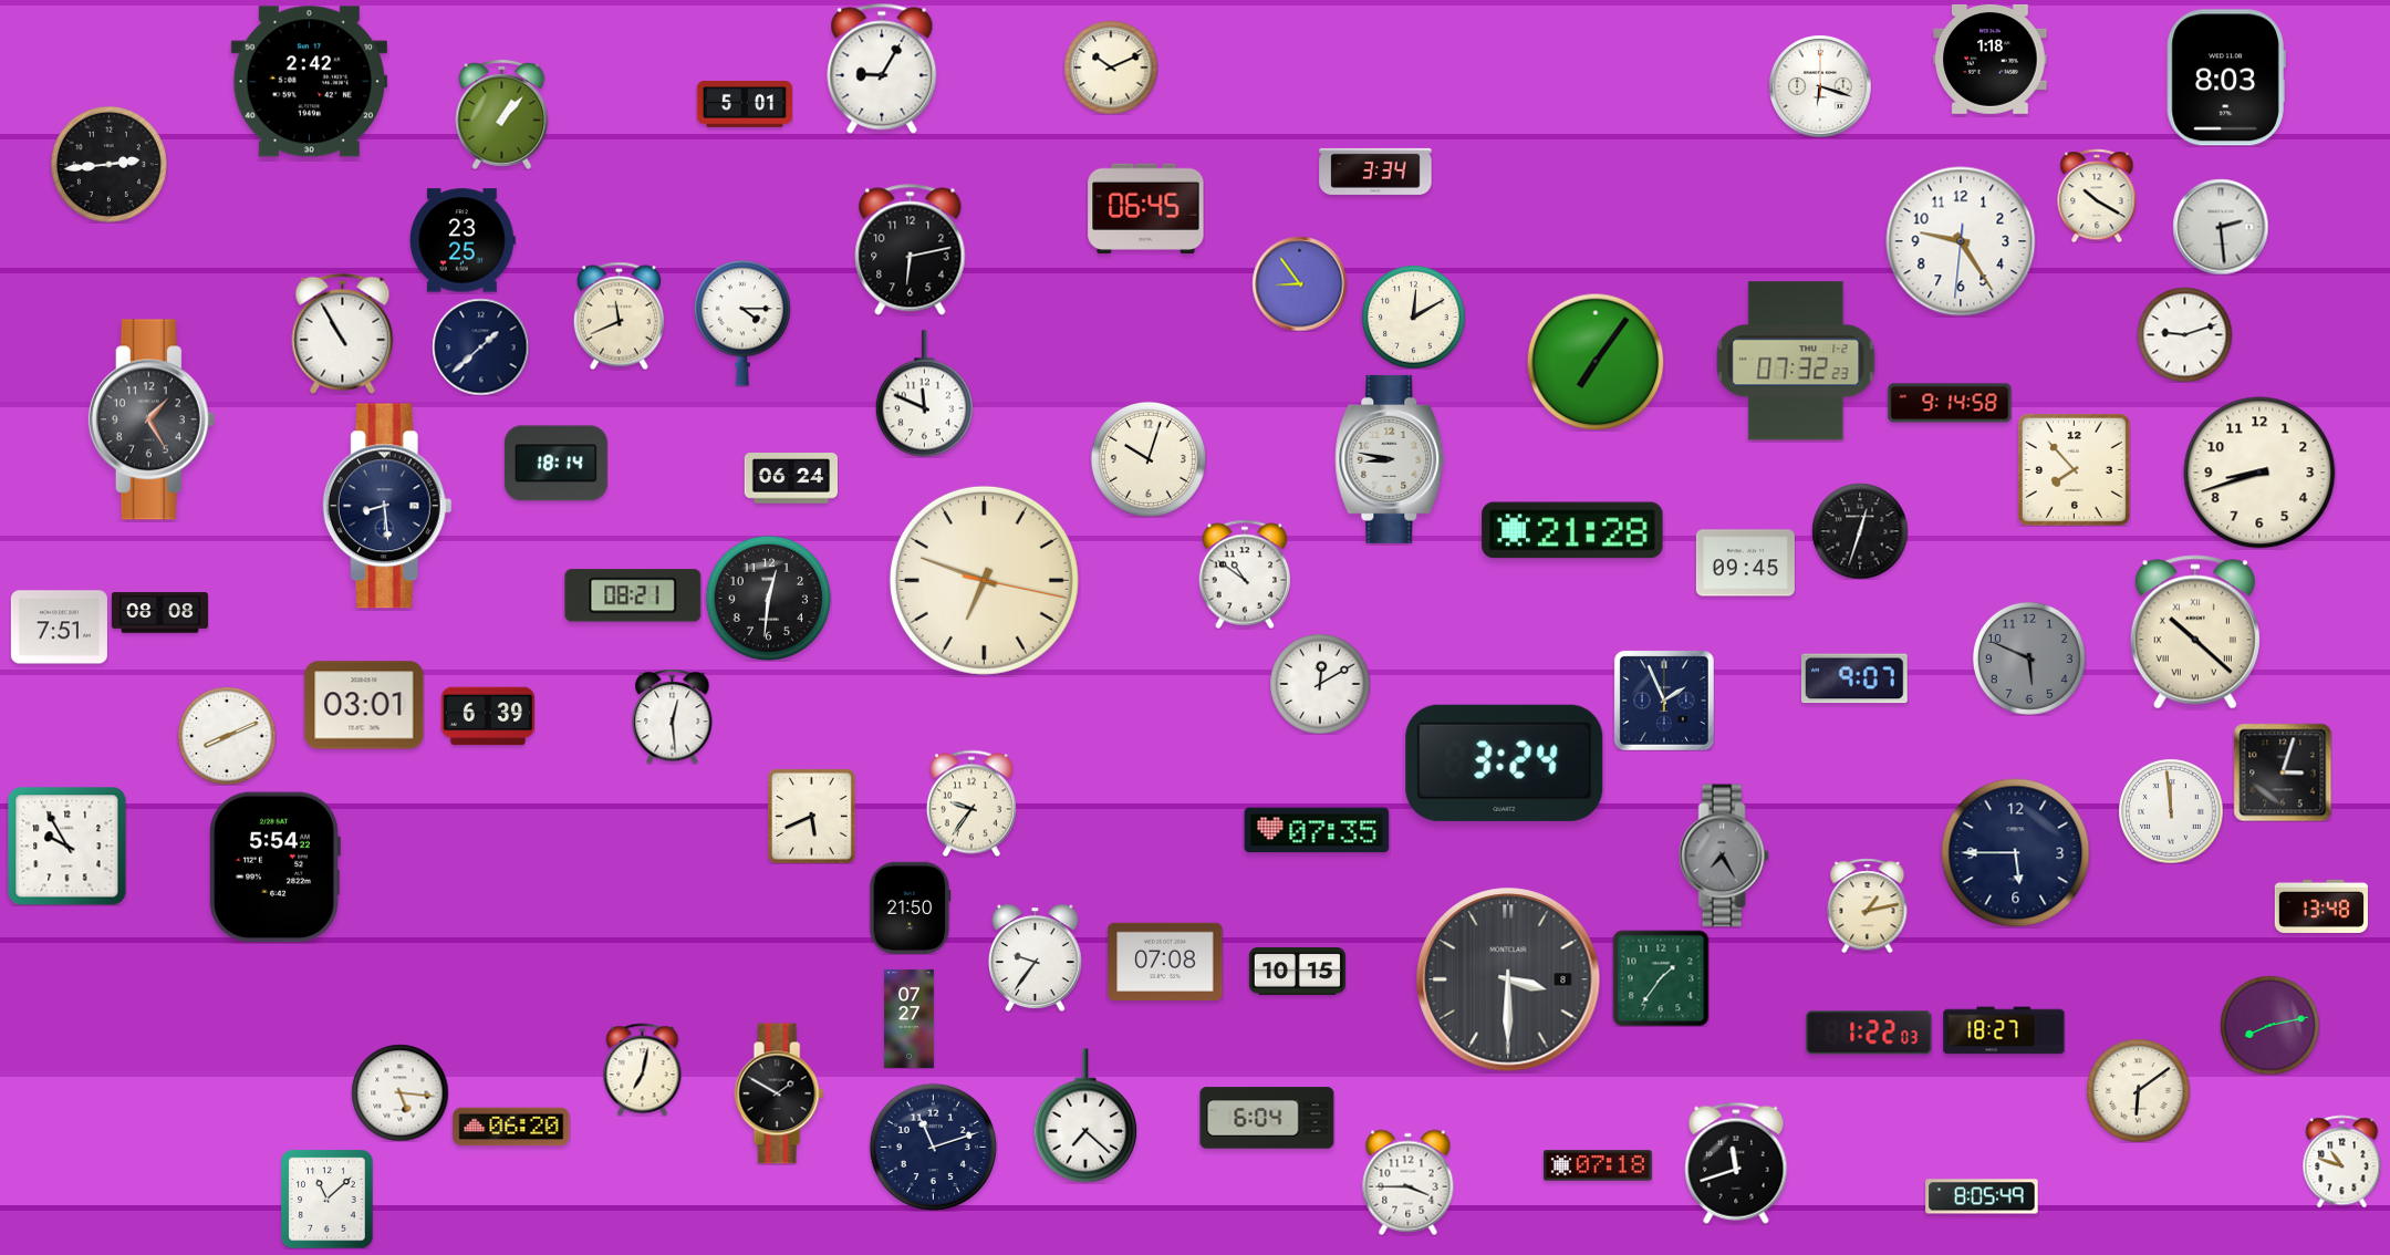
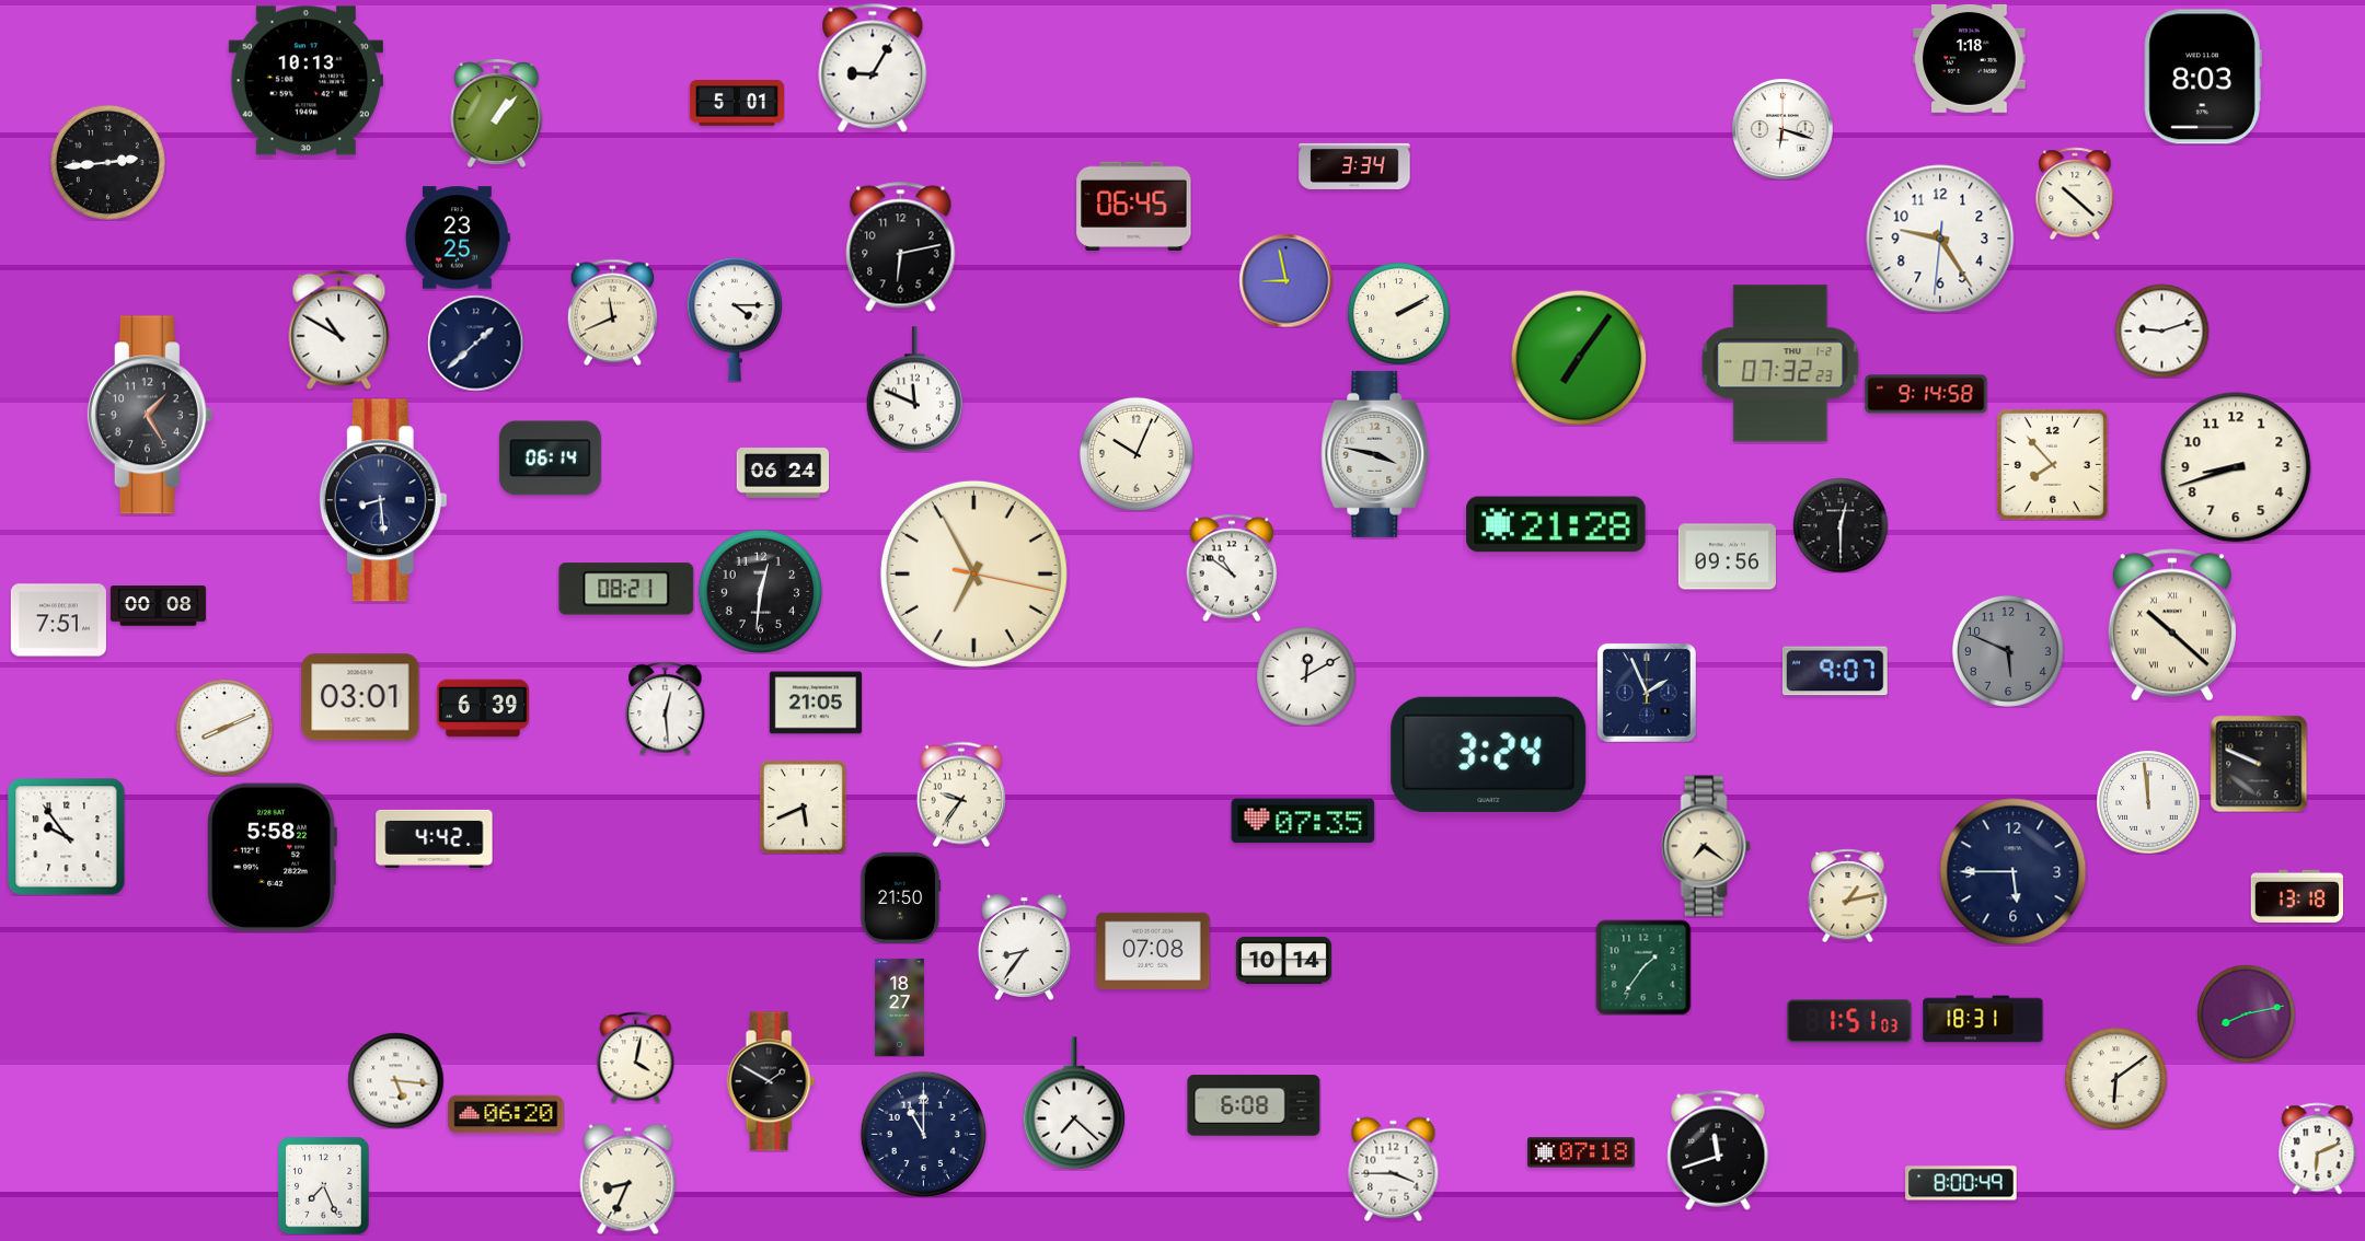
clock at (1111, 68): 10:11 -> none
clock at (309, 82): 2:42 -> 10:13
clock at (1820, 86) position: (1820, 86) -> (1783, 129)
clock at (1375, 172) position: (1375, 172) -> (1354, 166)
clock at (2097, 196): 10:20 -> 10:22
clock at (2221, 227): 2:29 -> none
clock at (1299, 283): 8:54 -> 8:58
clock at (1413, 317): 12:10 -> 2:10
clock at (343, 333): 10:55 -> 10:50
clock at (1796, 361) position: (1796, 361) -> (1780, 363)
clock at (1950, 403) position: (1950, 403) -> (1926, 394)
clock at (1149, 459): 10:03 -> 10:04
clock at (1390, 459): 8:47 -> 3:47
clock at (555, 464): 18:14 -> 06:14
clock at (1860, 531): 12:33 -> 12:30
clock at (1745, 563): 09:45 -> 09:56
clock at (984, 580): 6:48 -> 6:55
clock at (159, 613): 08:08 -> 00:08
clock at (815, 703): none -> 21:05
clock at (2283, 772): 3:03 -> 9:49
clock at (66, 846): 9:55 -> 9:54
clock at (435, 838): none -> 4:42
clock at (2016, 853) position: (2016, 853) -> (2014, 872)
clock at (1724, 855): 7:25 -> 7:21
clock at (1724, 855) dial: grey -> cream
clock at (274, 868): 5:54 -> 5:58
clock at (2320, 906): 13:48 -> 13:18
clock at (1035, 957): 9:36 -> 8:36
clock at (1297, 971): 10:15 -> 10:14
clock at (1508, 979): 3:30 -> none
clock at (910, 1018): 07:27 -> 18:27
clock at (2004, 1030): 18:27 -> 18:31
clock at (1869, 1033): 1:22 -> 1:51
clock at (643, 1069): 7:02 -> 4:02
clock at (1267, 1118): 6:04 -> 6:08
clock at (933, 1147): 11:12 -> 11:00
clock at (2342, 1161): 10:48 -> 6:11
clock at (628, 1179): none -> 8:34
clock at (1982, 1196): 8:05 -> 8:00
clock at (328, 1199): 11:08 -> 7:26
